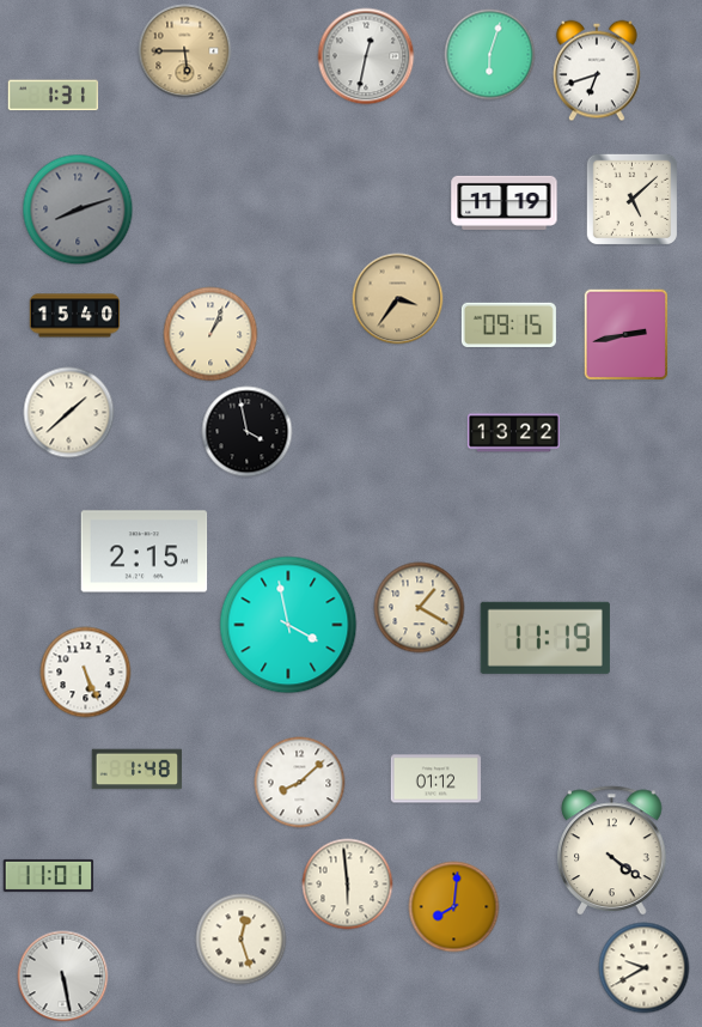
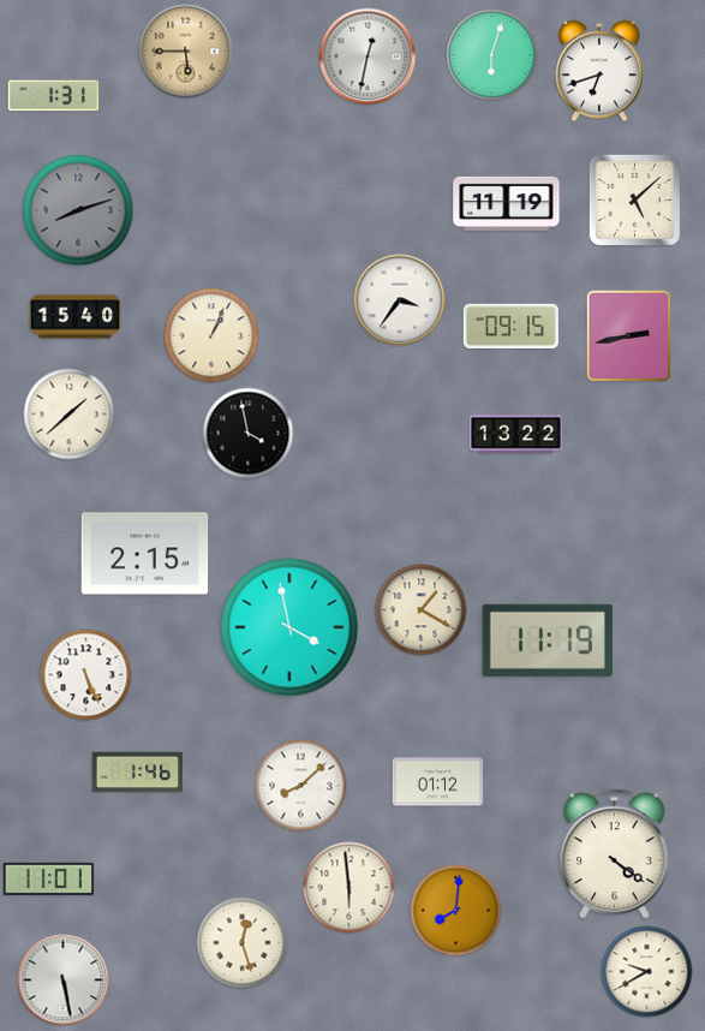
clock at (398, 299) dial: champagne -> white
clock at (138, 770): 1:48 -> 1:46
